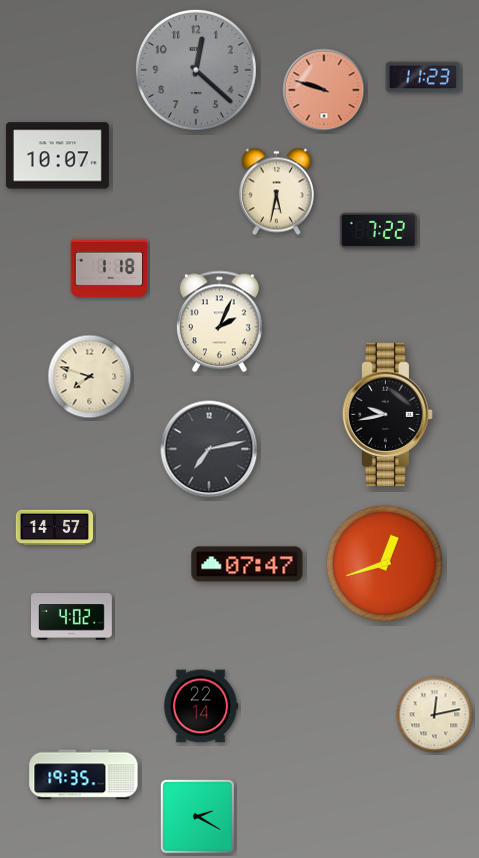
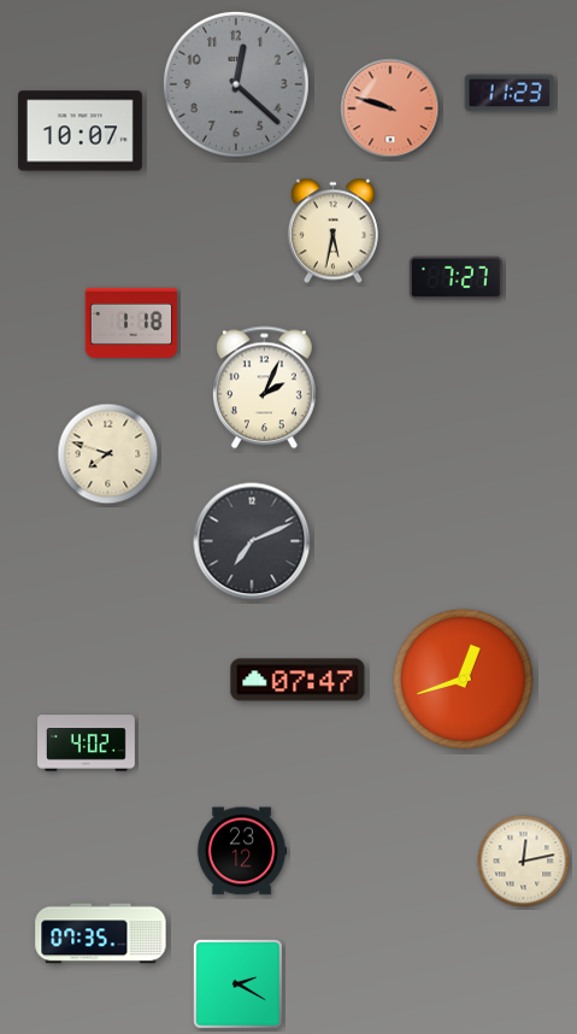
clock at (57, 156) position: (57, 156) -> (80, 131)
clock at (378, 231): 7:22 -> 7:27
clock at (387, 415): 9:43 -> none
clock at (209, 449): 7:13 -> 7:11
clock at (55, 528): 14:57 -> none
clock at (201, 706): 22:14 -> 23:12
clock at (84, 775): 19:35 -> 07:35
